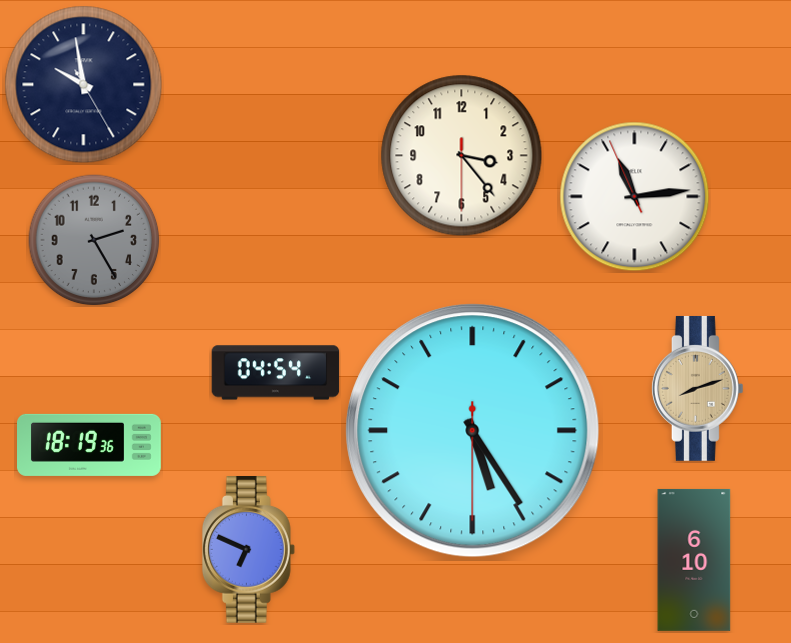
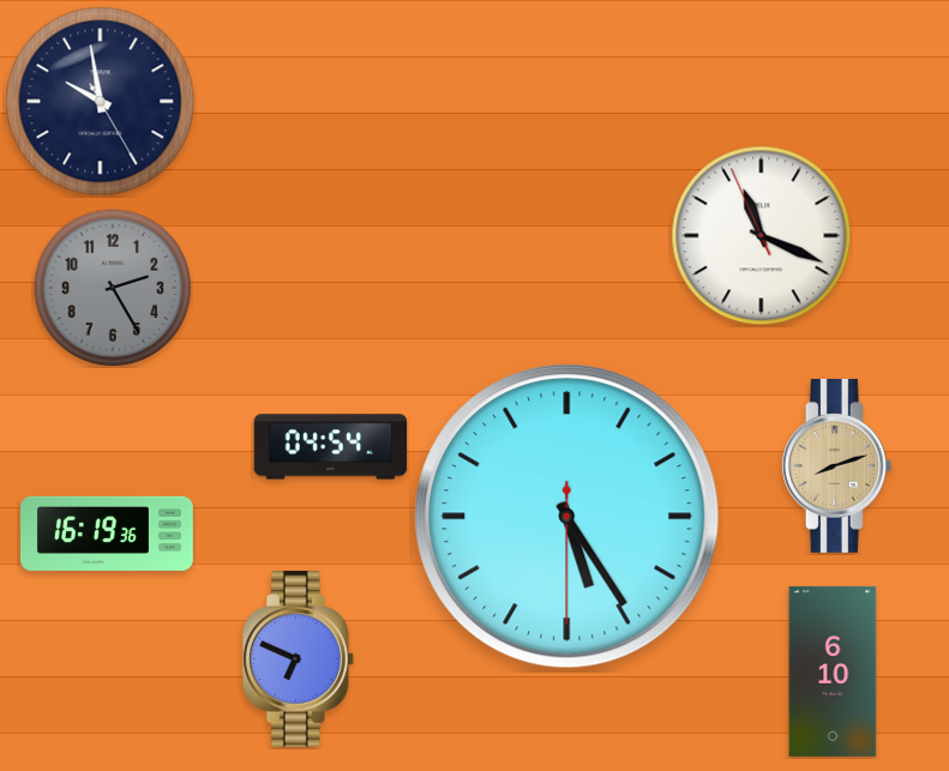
clock at (462, 156): 3:23 -> none
clock at (635, 197): 11:13 -> 11:18
clock at (90, 445): 18:19 -> 16:19
